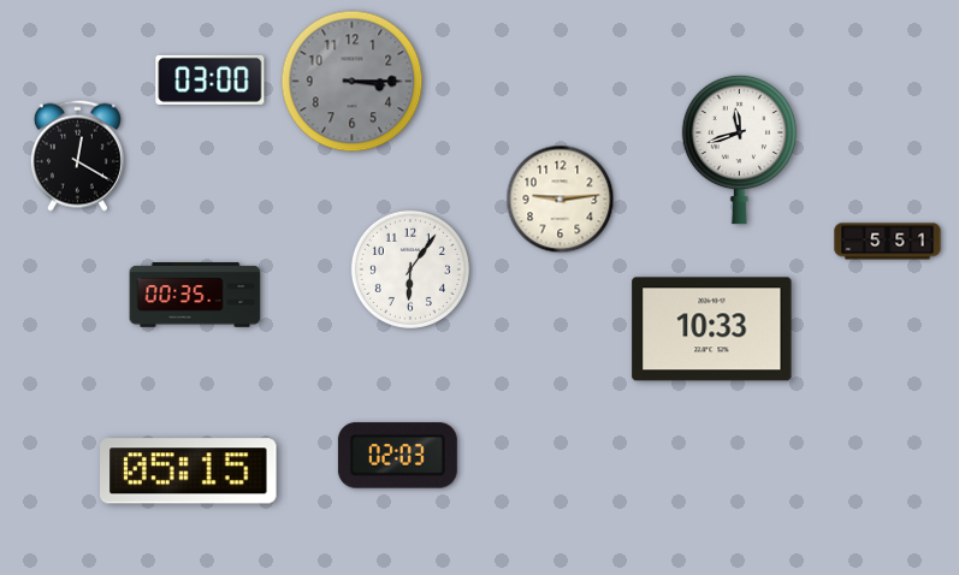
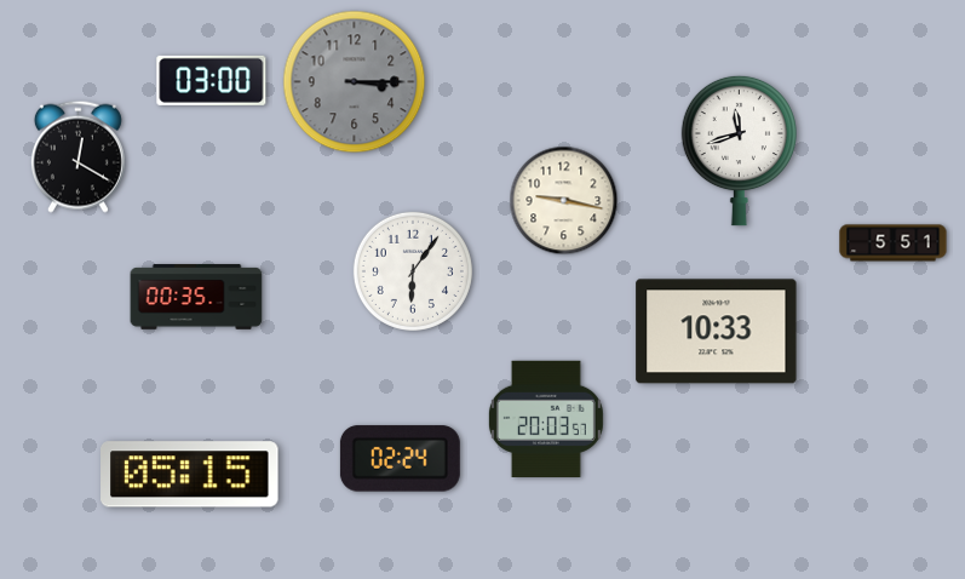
clock at (739, 149) position: (739, 149) -> (739, 150)
clock at (561, 200): 9:14 -> 9:17
clock at (546, 418): none -> 20:03
clock at (397, 456): 02:03 -> 02:24
